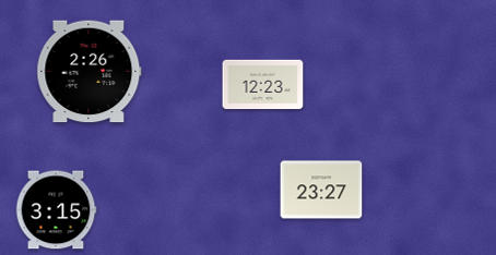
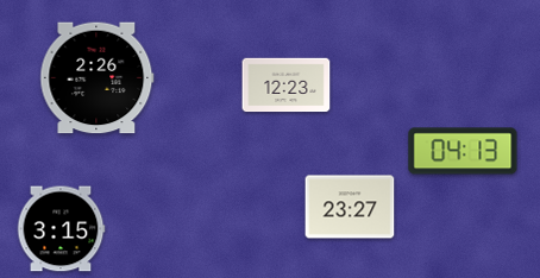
clock at (263, 85) position: (263, 85) -> (287, 86)
clock at (463, 151): none -> 04:13
